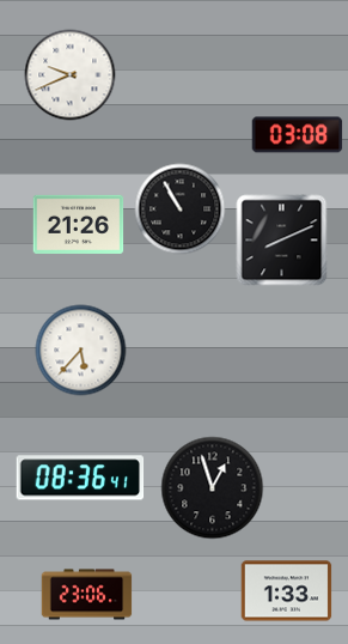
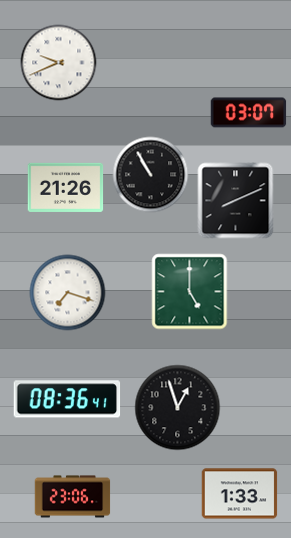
clock at (298, 135): 03:08 -> 03:07
clock at (190, 292): none -> 5:00
clock at (81, 351): 5:37 -> 7:18
